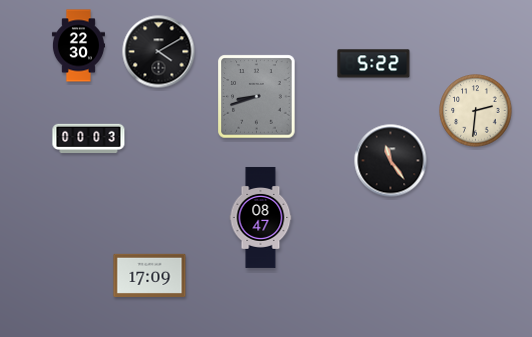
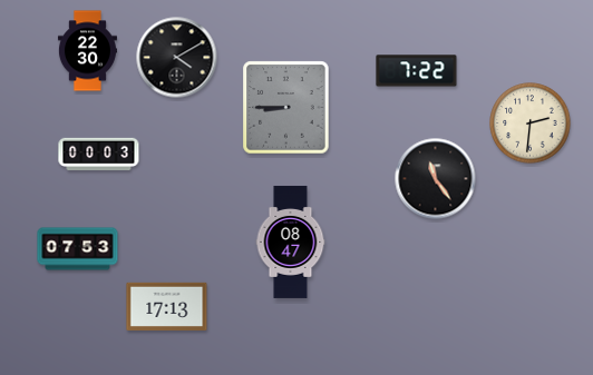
clock at (374, 64): 5:22 -> 7:22
clock at (257, 97): 8:42 -> 8:45
clock at (78, 249): none -> 07:53
clock at (150, 275): 17:09 -> 17:13
